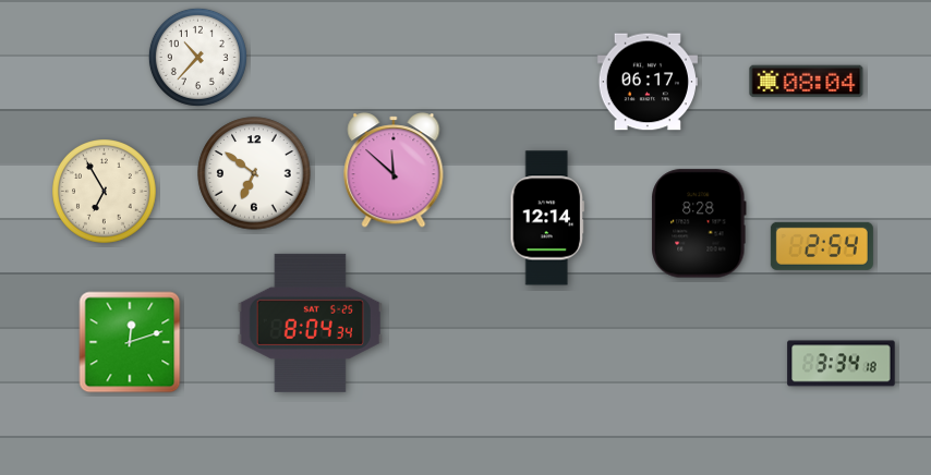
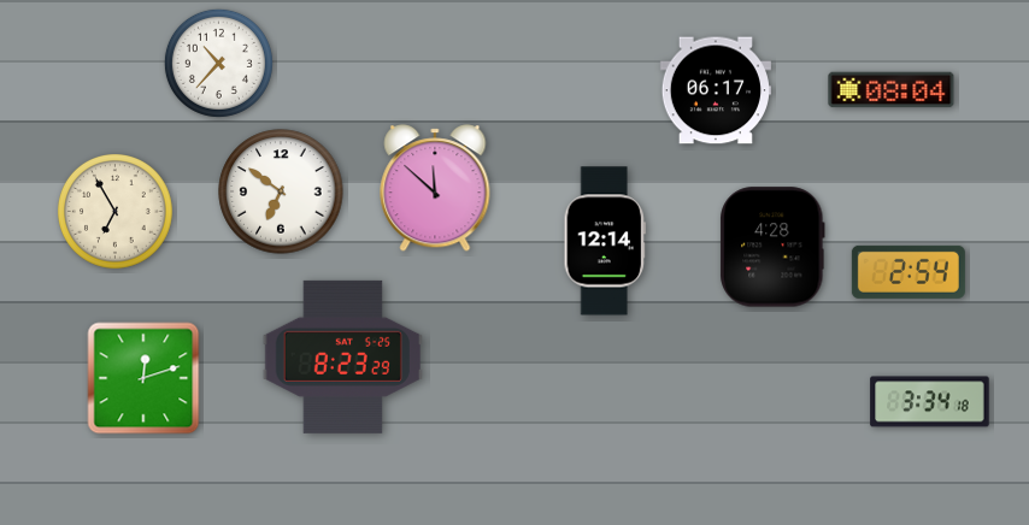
clock at (699, 223): 8:28 -> 4:28
clock at (310, 322): 8:04 -> 8:23
